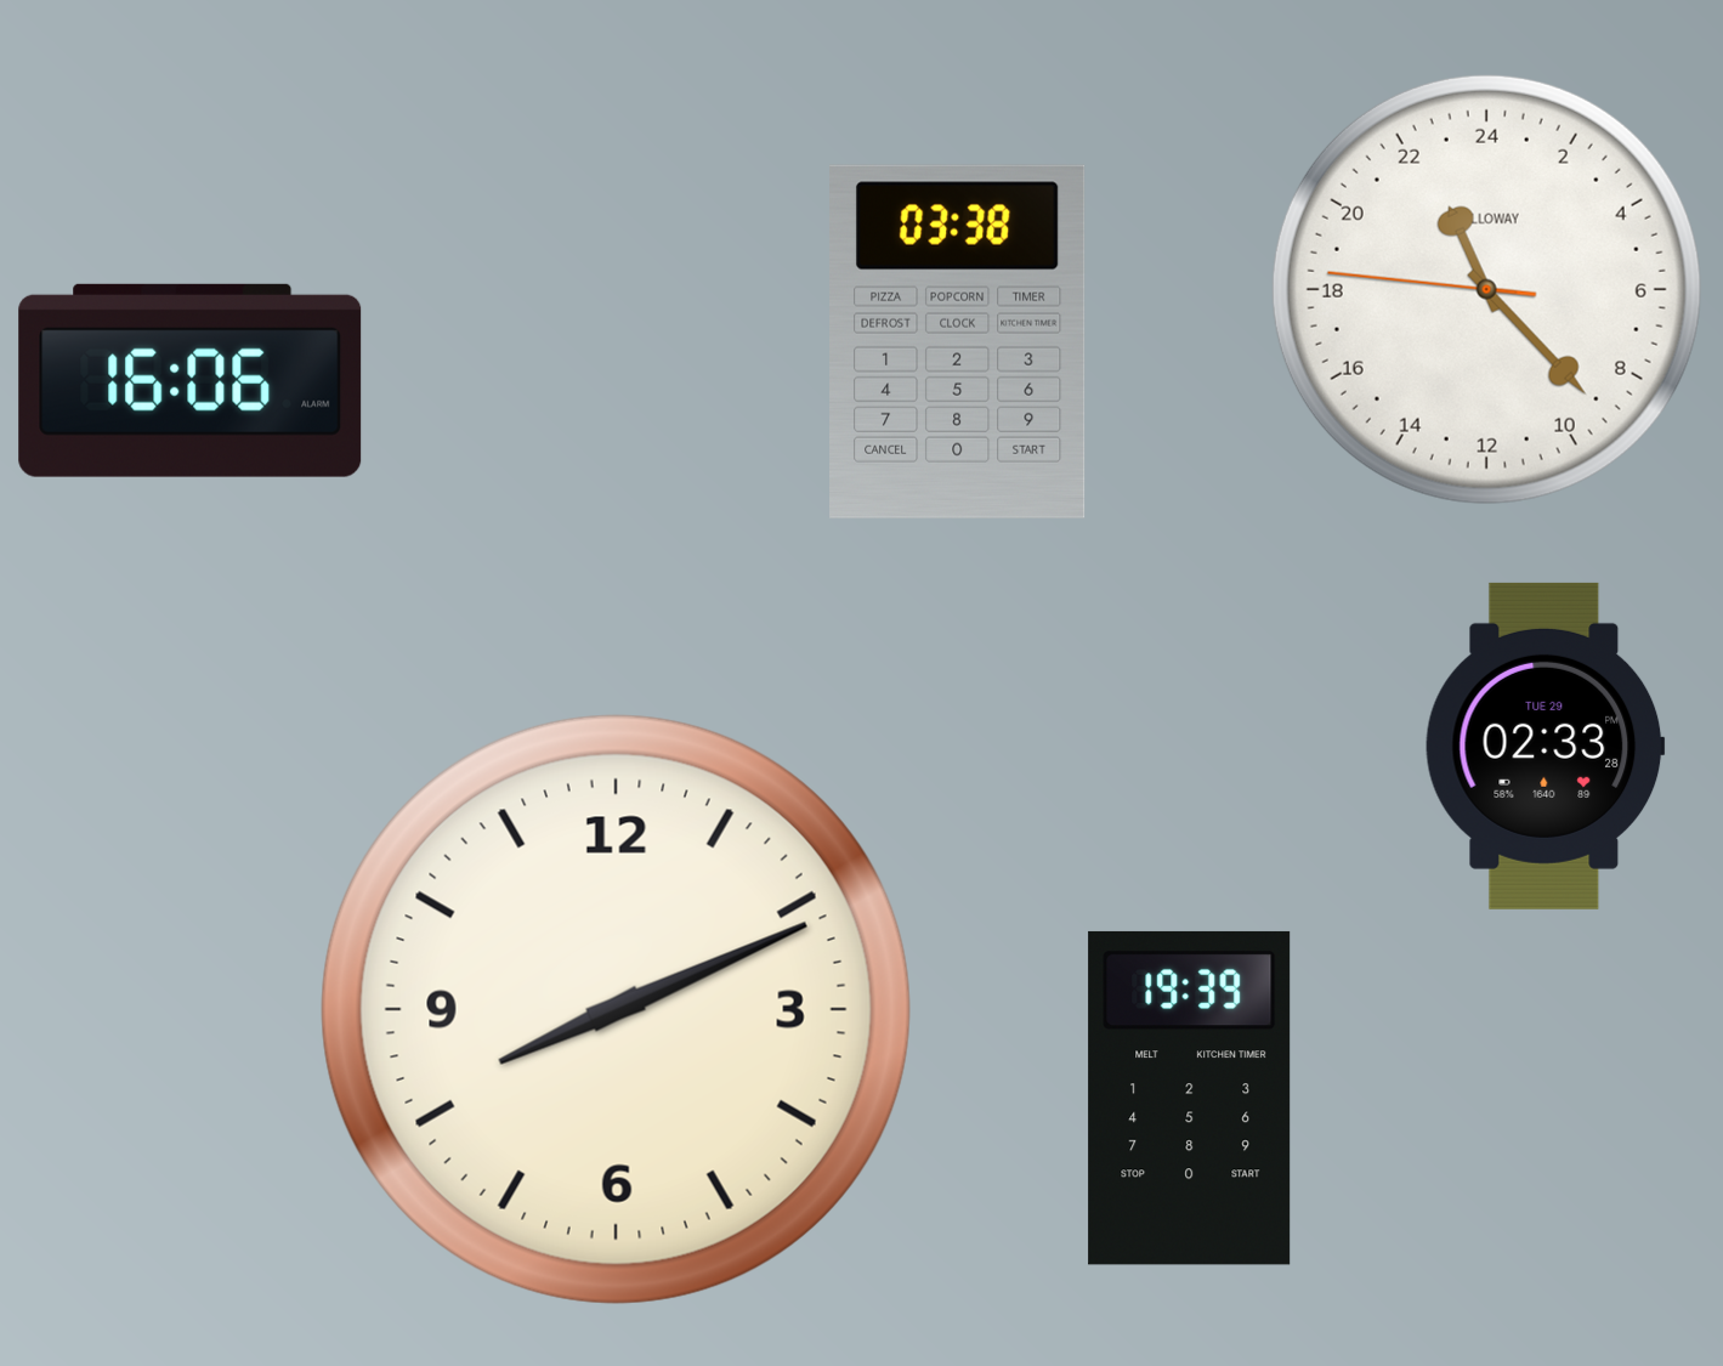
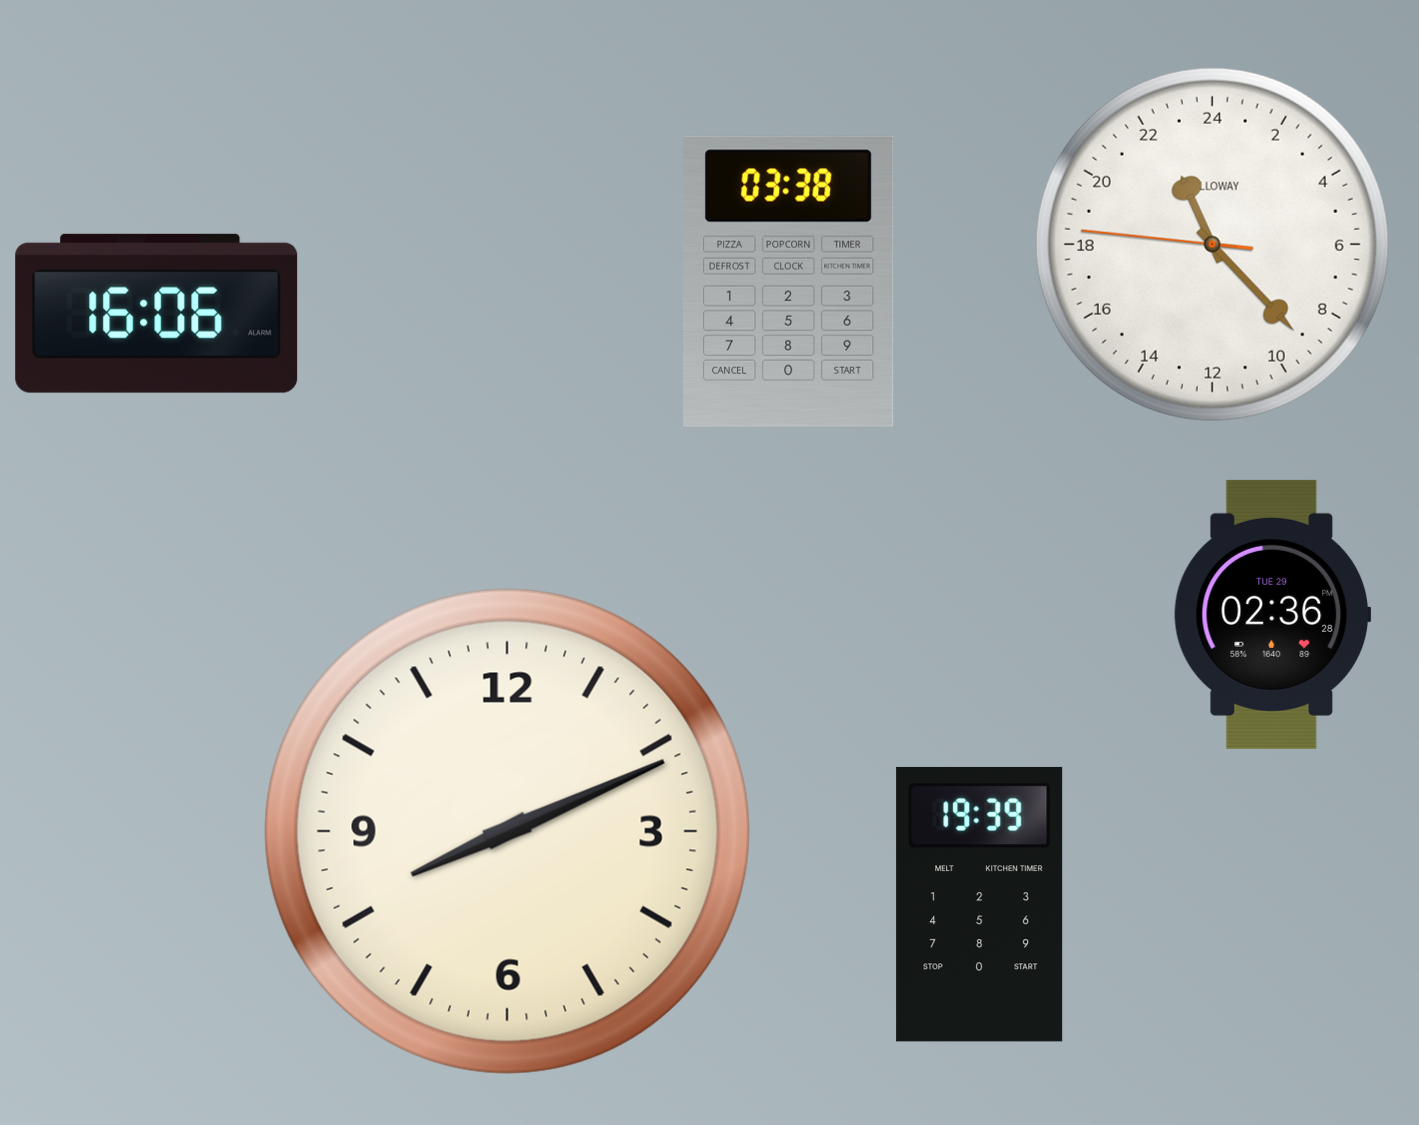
clock at (1486, 289) position: (1486, 289) -> (1212, 244)
clock at (1546, 746): 02:33 -> 02:36
